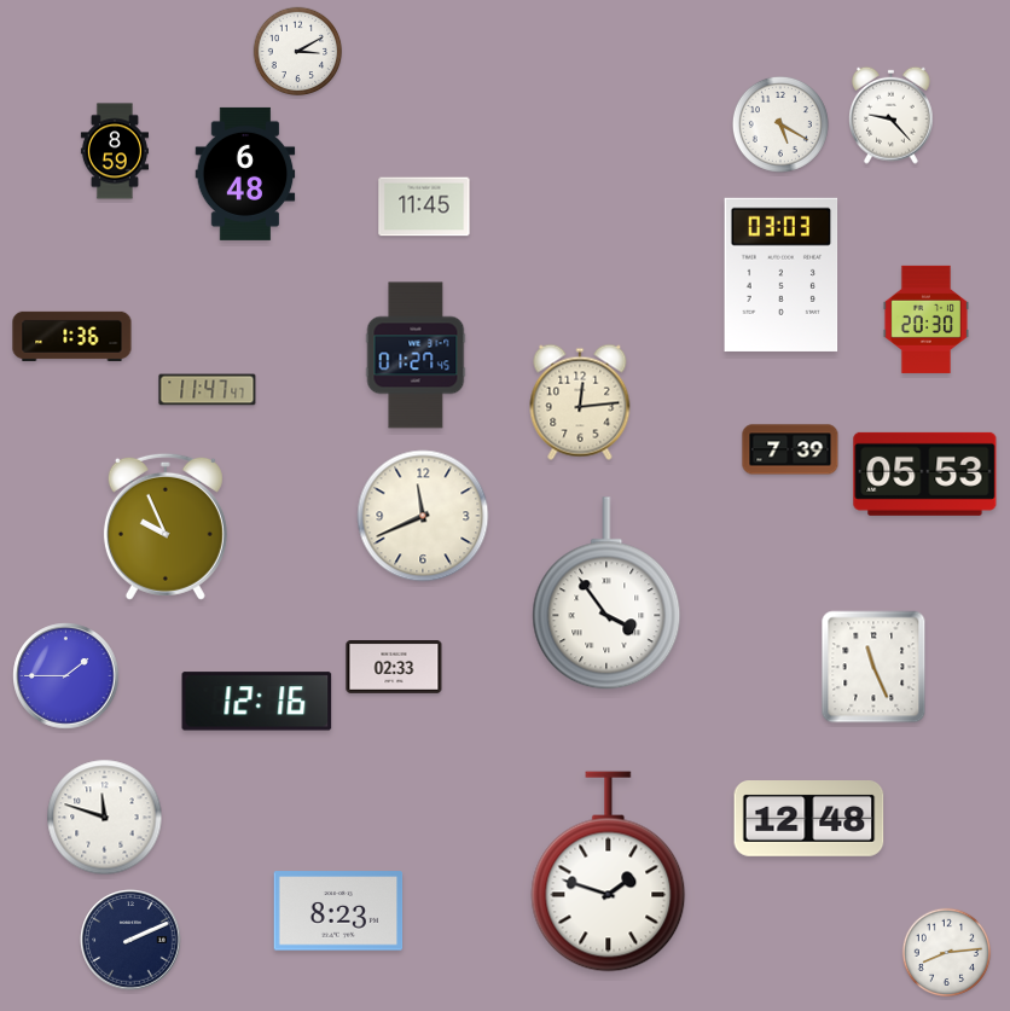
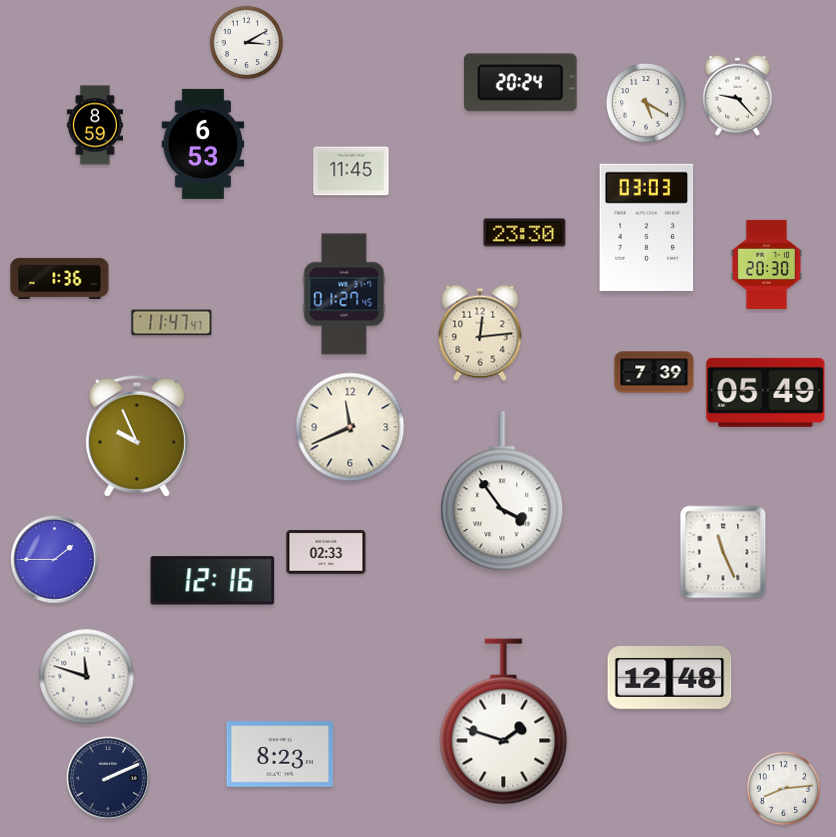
clock at (520, 83): none -> 20:24
clock at (245, 174): 6:48 -> 6:53
clock at (525, 233): none -> 23:30
clock at (925, 473): 05:53 -> 05:49
